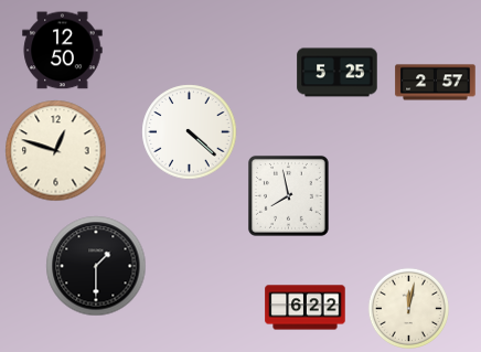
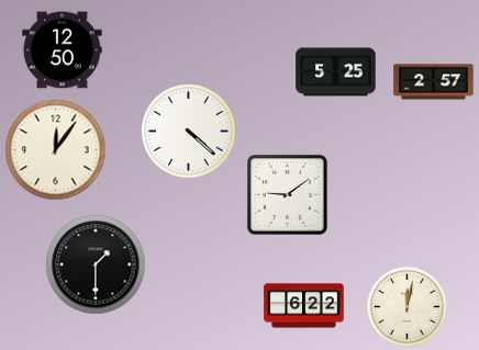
clock at (56, 151): 12:48 -> 12:06
clock at (288, 195): 7:58 -> 9:09
